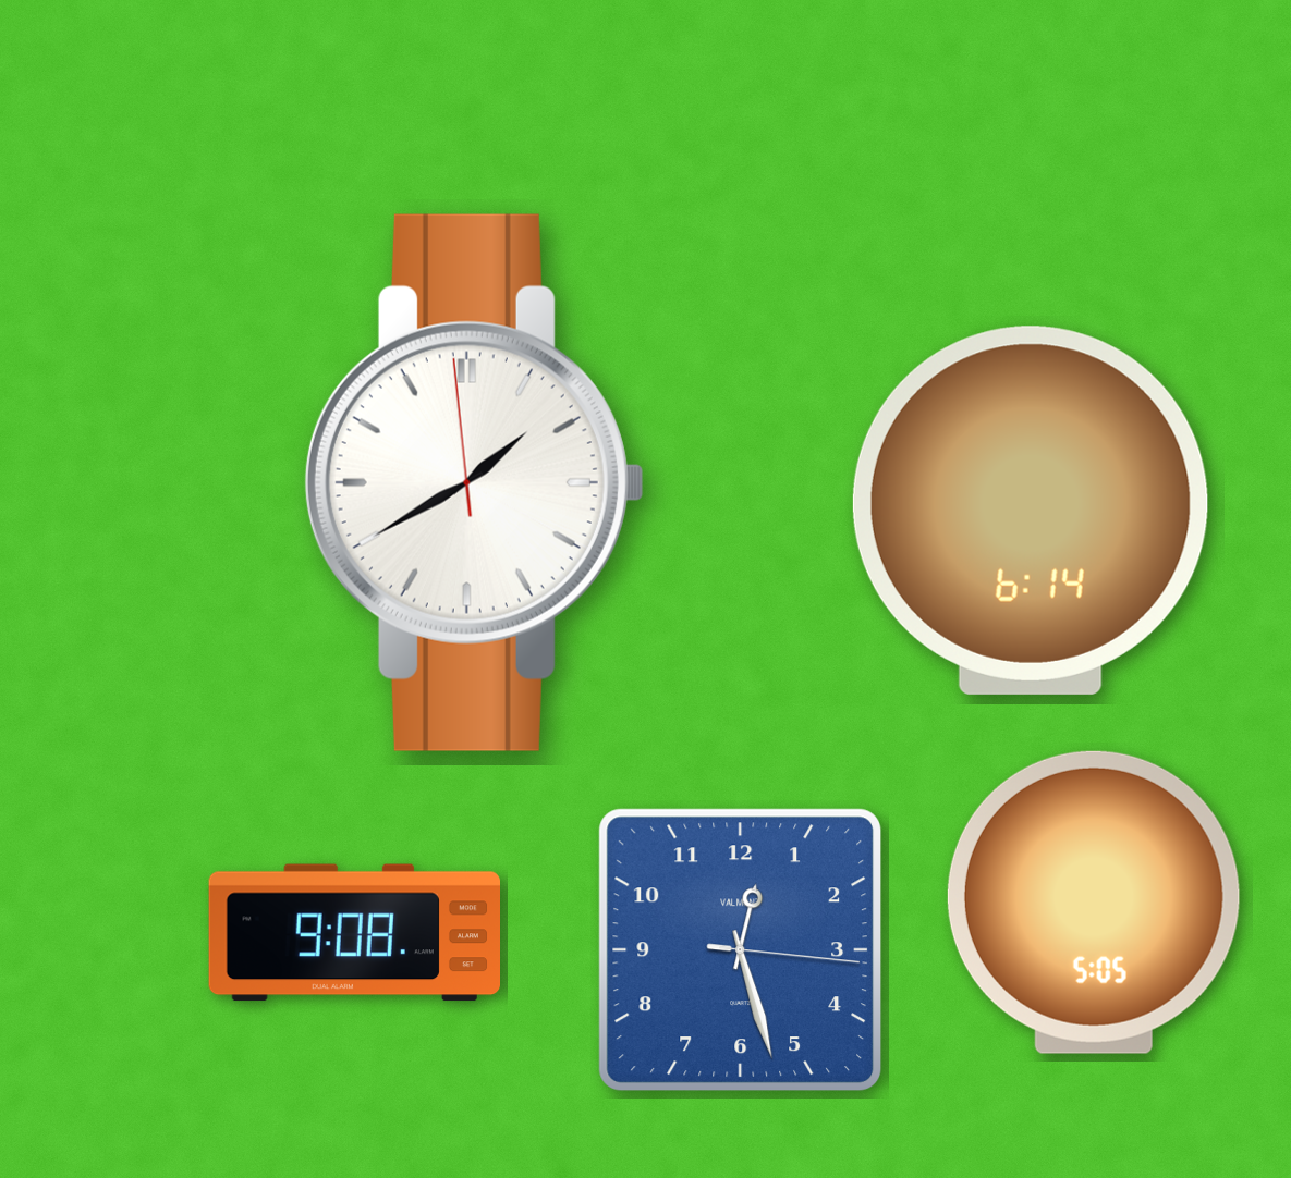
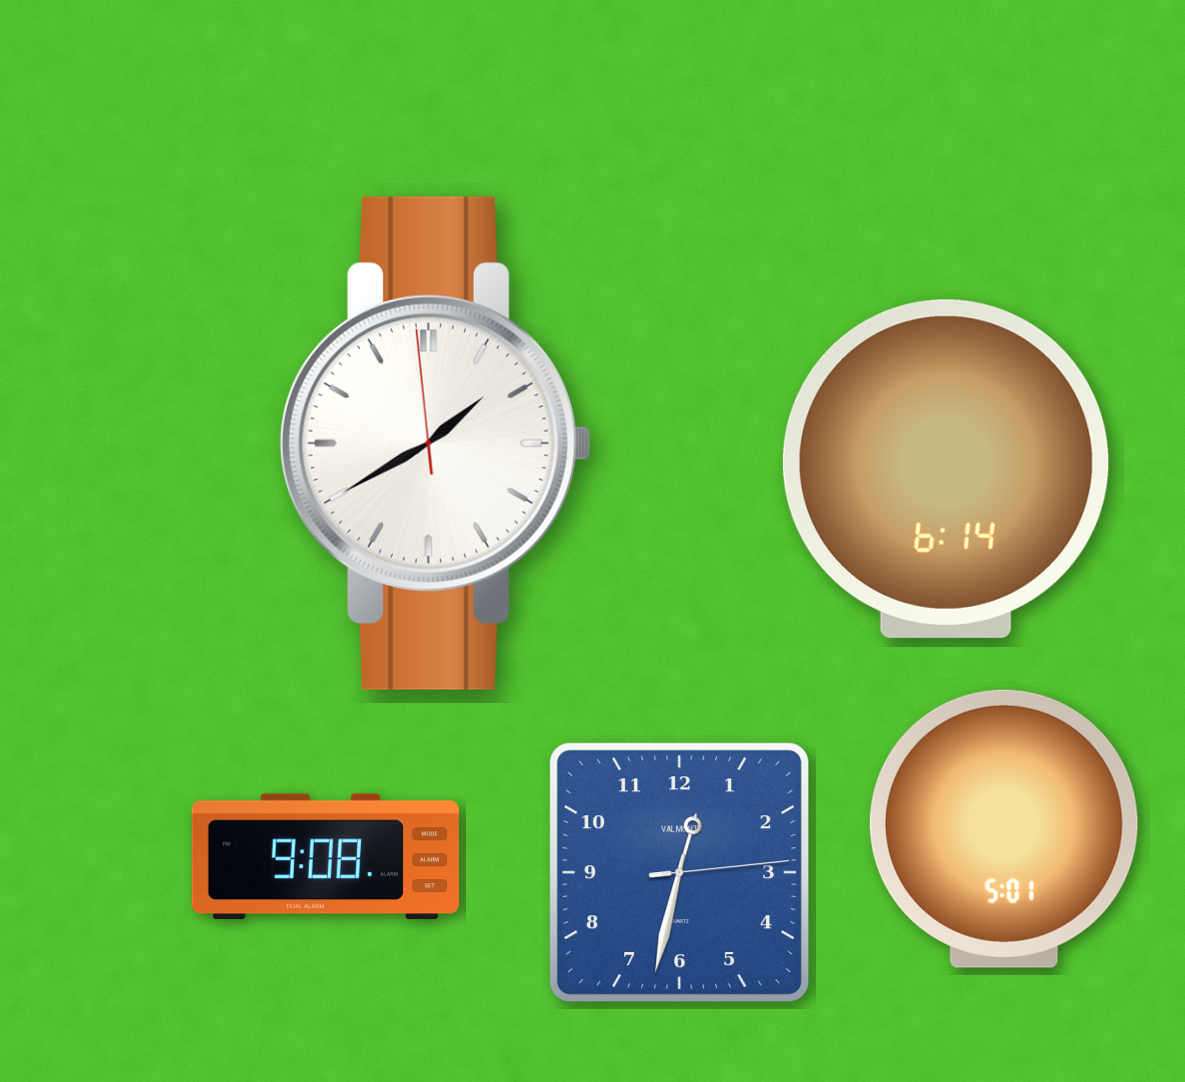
clock at (1094, 903): 5:05 -> 5:01
clock at (741, 950): 12:27 -> 12:32
